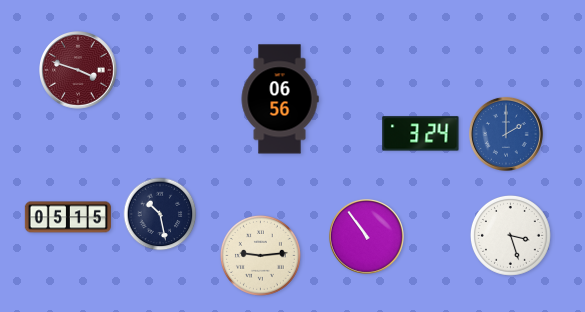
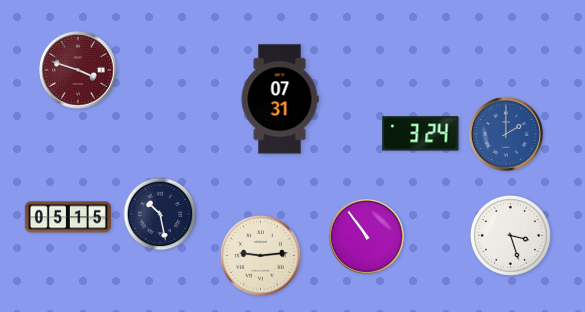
clock at (280, 99): 06:56 -> 07:31
